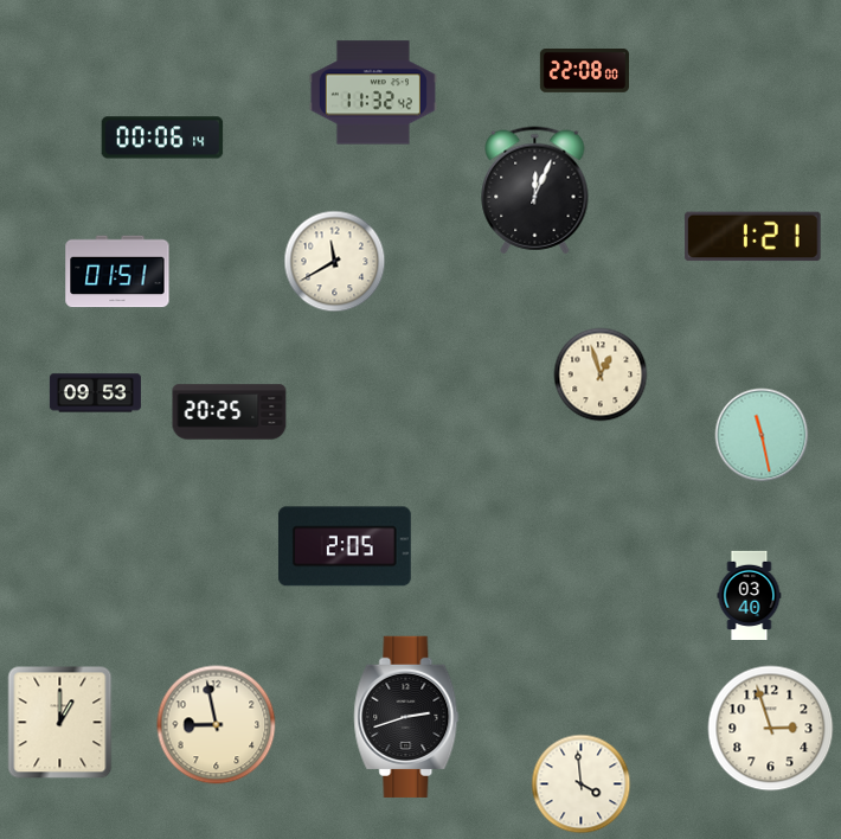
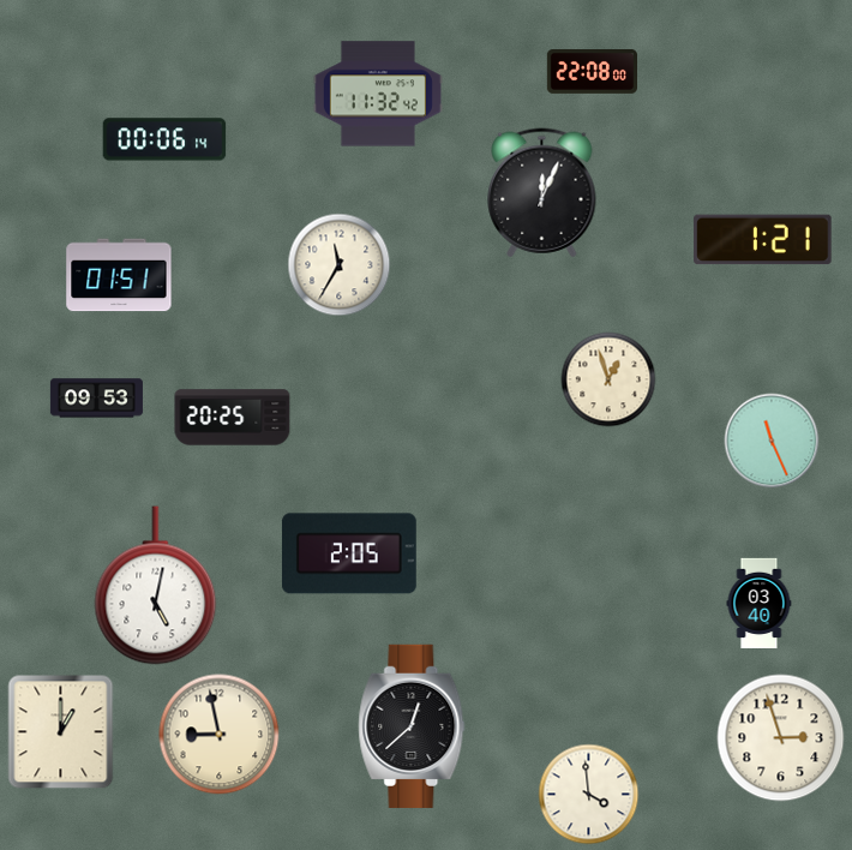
clock at (335, 262): 11:40 -> 11:35
clock at (762, 435): 11:28 -> 11:26
clock at (156, 586): none -> 5:02
clock at (406, 717): 2:42 -> 12:38
